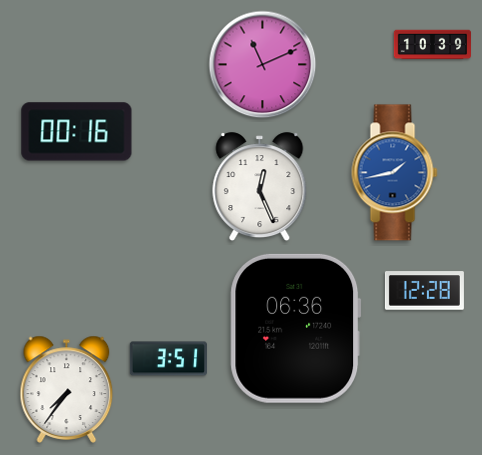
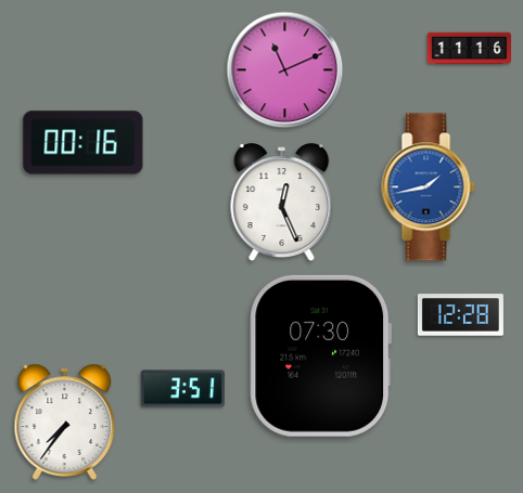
clock at (432, 45): 10:39 -> 11:16
clock at (296, 328): 06:36 -> 07:30
clock at (67, 389) position: (67, 389) -> (65, 421)
